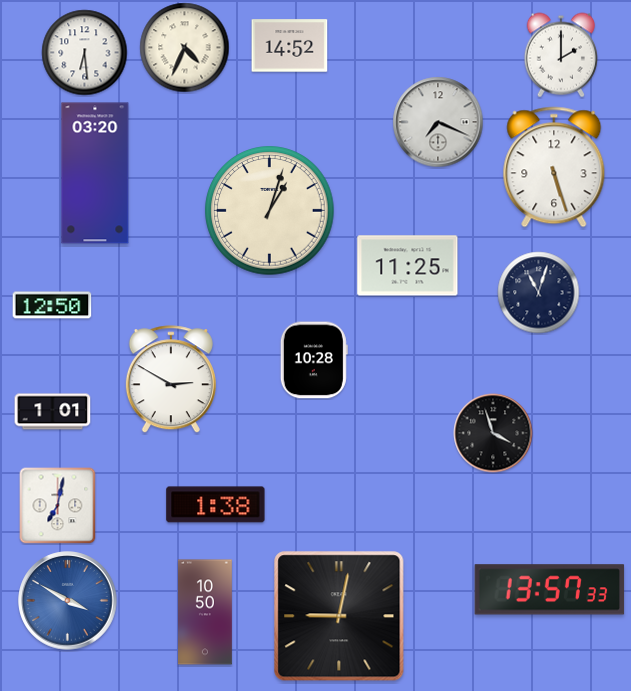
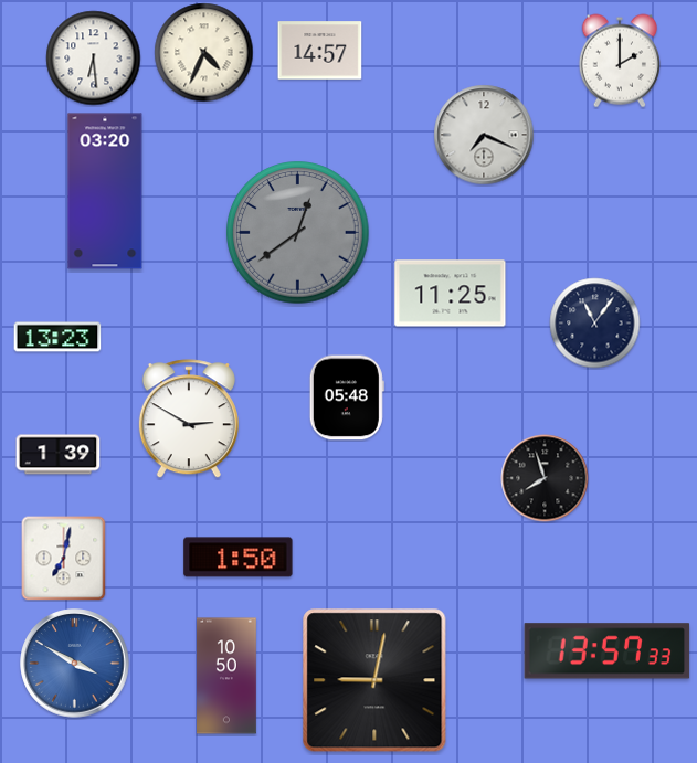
clock at (290, 46): 14:52 -> 14:57
clock at (554, 167): 5:27 -> none
clock at (270, 211): 1:03 -> 12:39
clock at (270, 211) dial: cream -> grey
clock at (539, 293): 11:03 -> 11:06
clock at (52, 305): 12:50 -> 13:23
clock at (314, 360): 10:28 -> 05:48
clock at (53, 412): 1:01 -> 1:39
clock at (493, 433): 3:57 -> 7:57
clock at (216, 505): 1:38 -> 1:50
